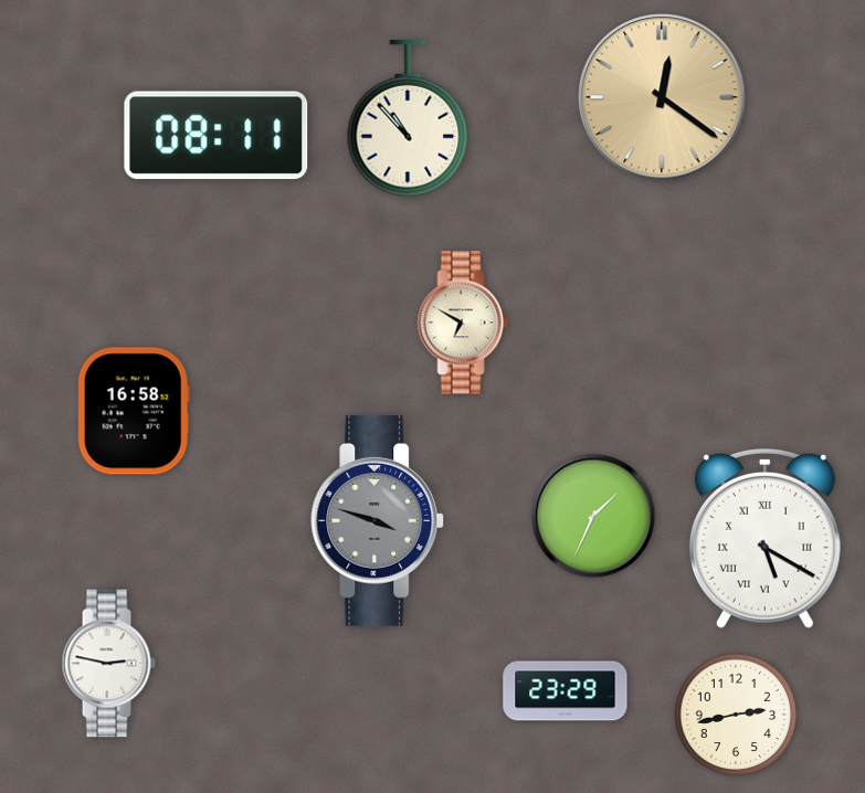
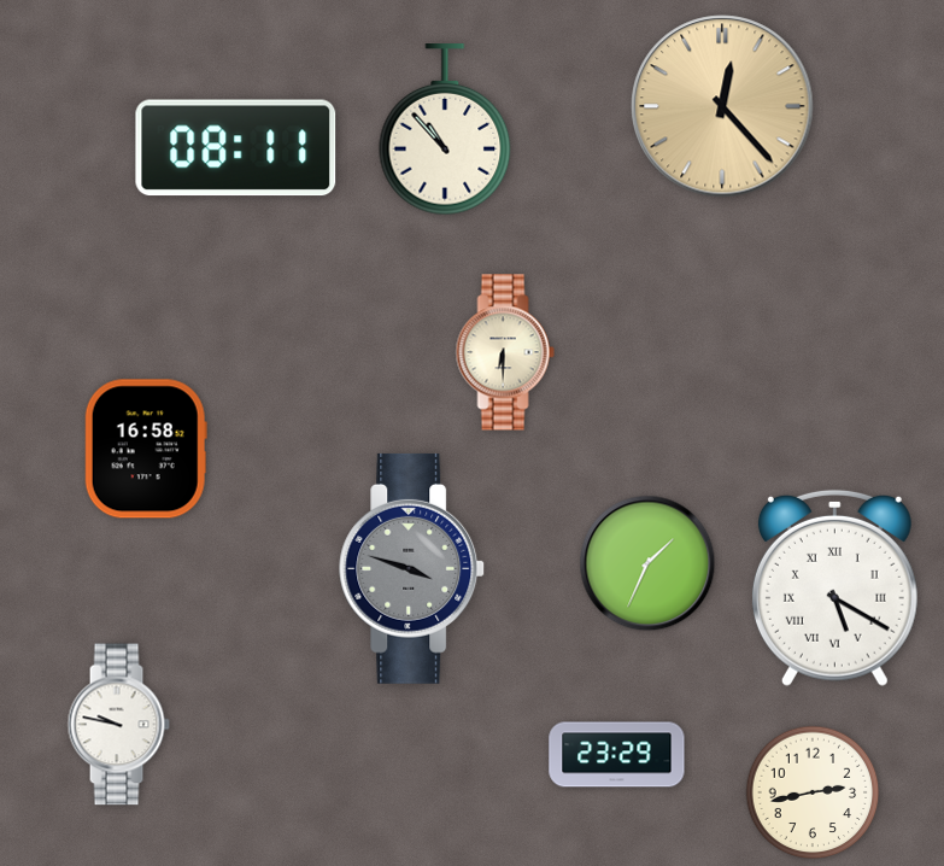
clock at (662, 97): 12:21 -> 12:23
clock at (463, 323): 6:50 -> 6:30
clock at (108, 664): 2:47 -> 9:47
clock at (736, 715) position: (736, 715) -> (813, 792)
